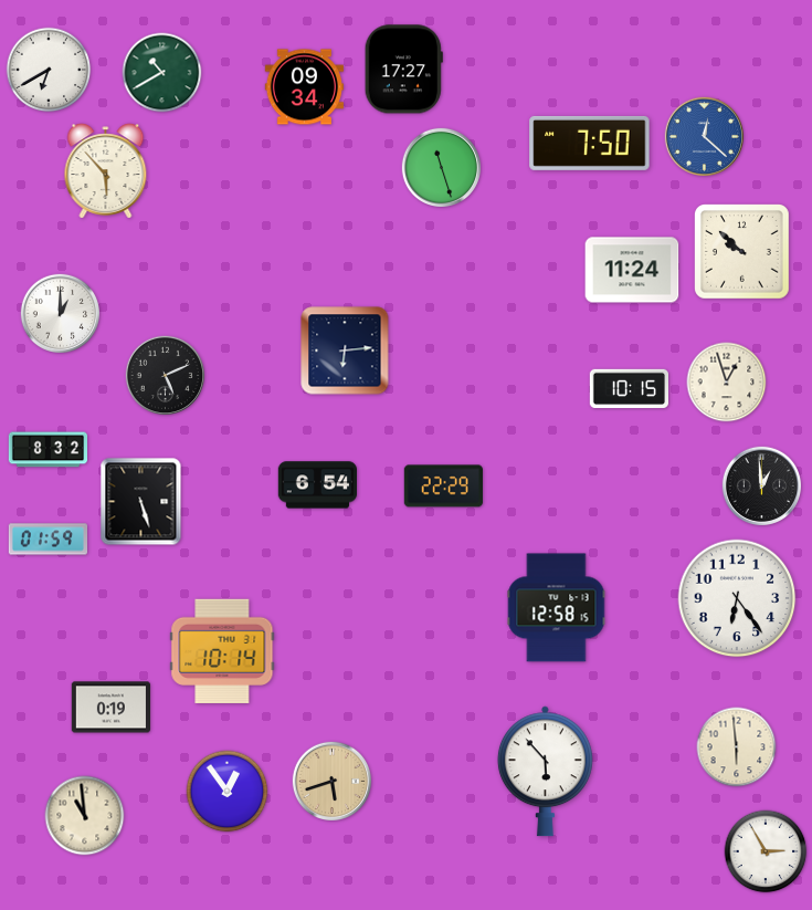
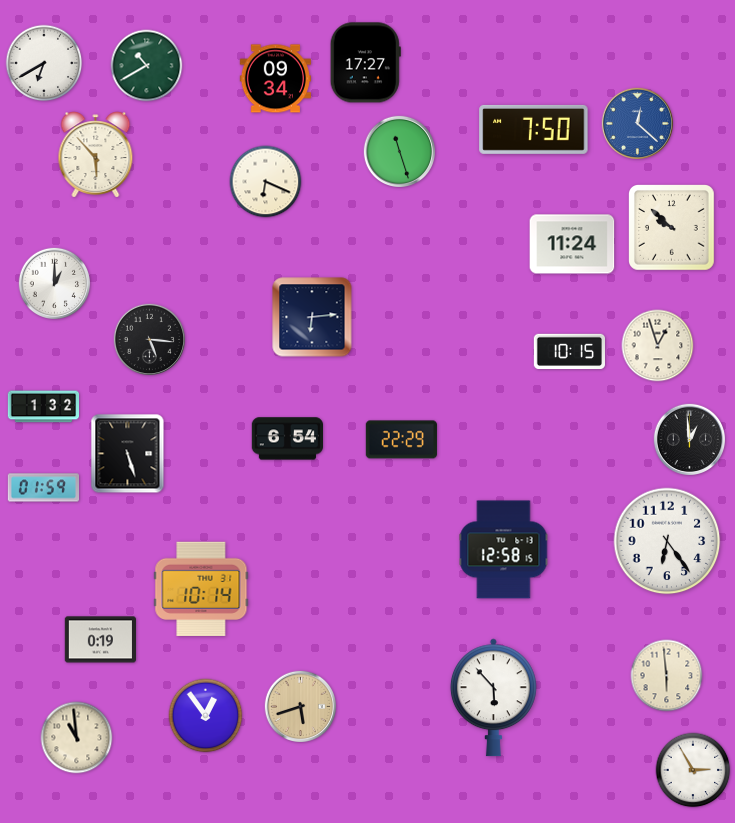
clock at (266, 182): none -> 6:19
clock at (166, 376): 5:11 -> 5:16
clock at (48, 450): 8:32 -> 1:32
